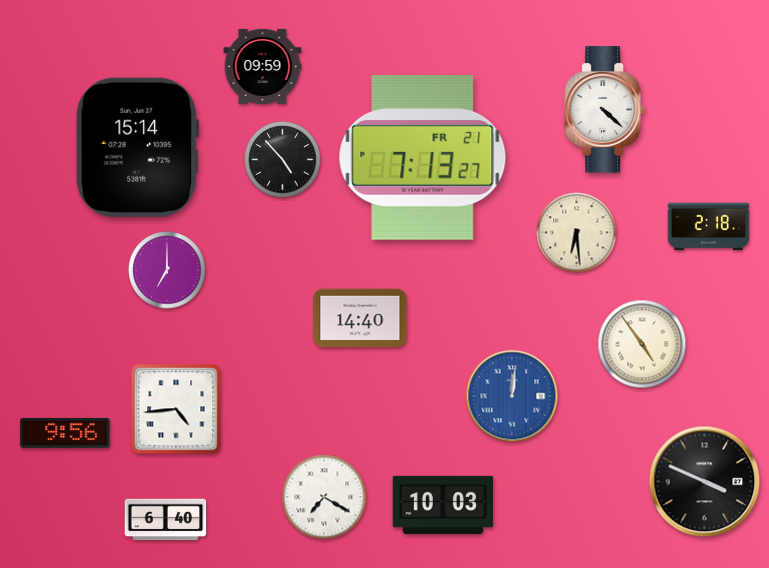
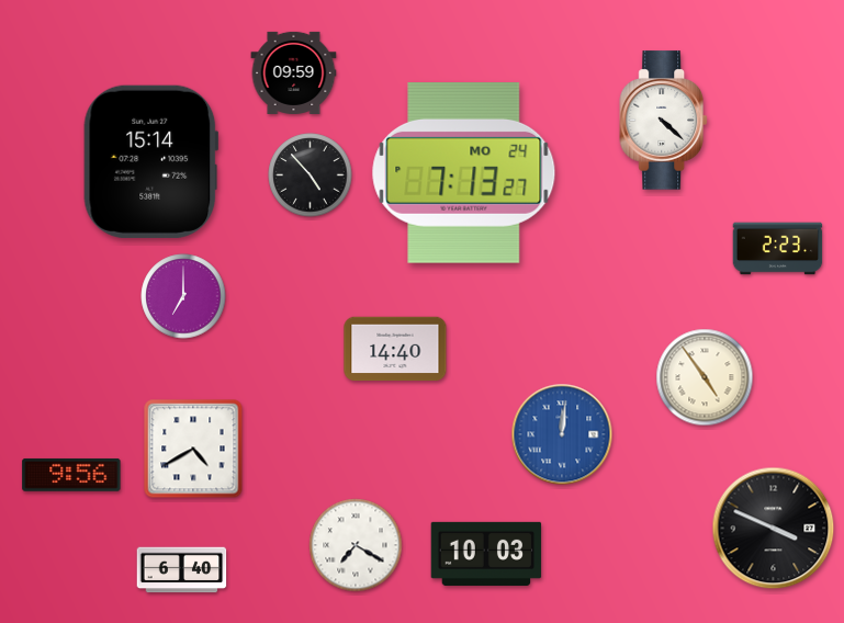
clock at (263, 66) position: (263, 66) -> (294, 72)
clock at (423, 158) date: FR 21 -> MO 24
clock at (709, 227): 2:18 -> 2:23
clock at (577, 233): 6:29 -> none
clock at (176, 409): 4:44 -> 4:40
